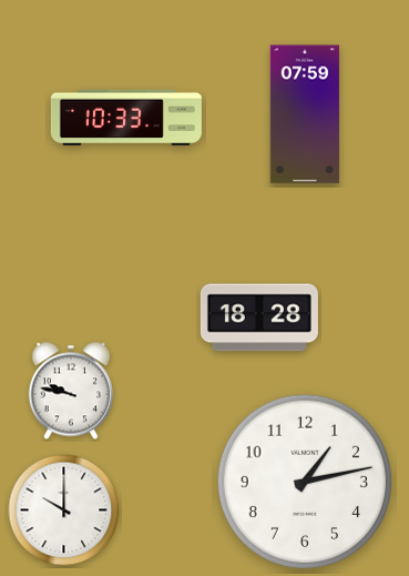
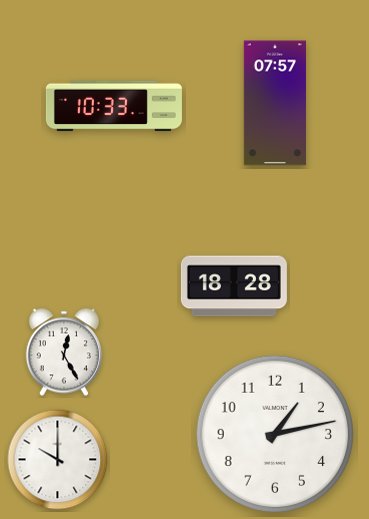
clock at (305, 114): 07:59 -> 07:57
clock at (71, 391): 9:47 -> 12:25
